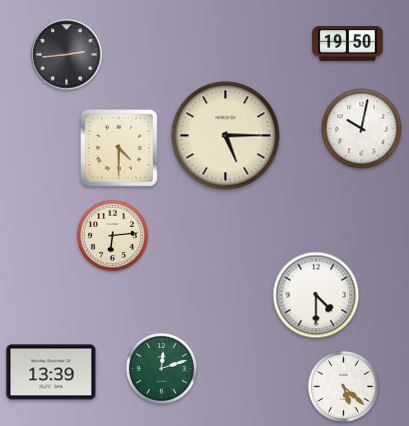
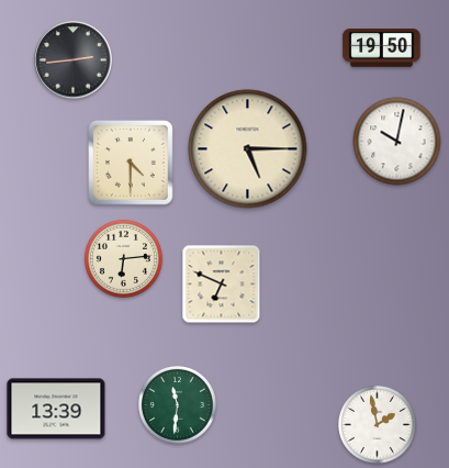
clock at (222, 285): none -> 6:49
clock at (316, 295): 4:30 -> none
clock at (161, 368): 12:12 -> 11:31
clock at (343, 386): 5:22 -> 1:58
